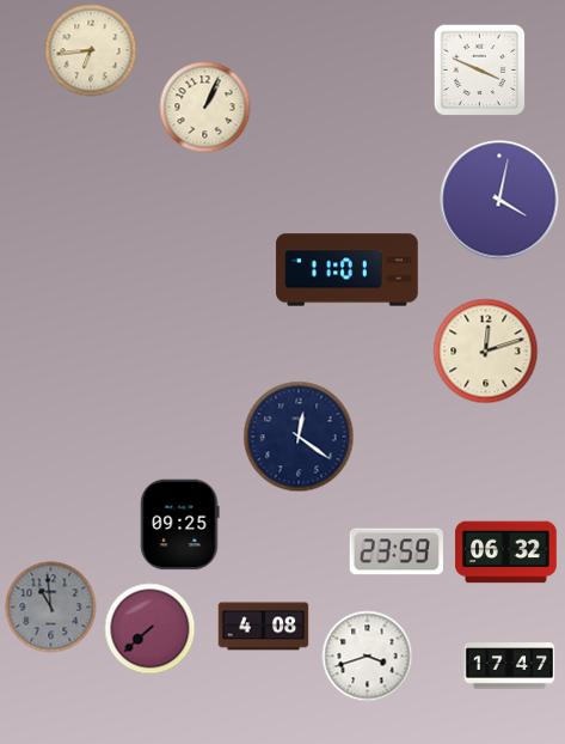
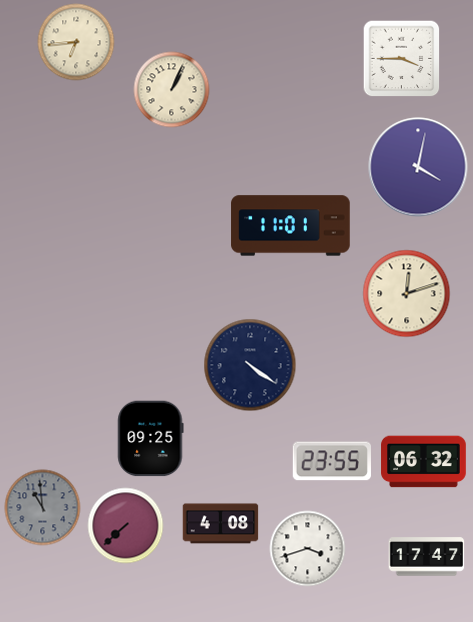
clock at (479, 69): 3:49 -> 3:45
clock at (299, 437): 12:21 -> 4:21
clock at (397, 551): 23:59 -> 23:55
